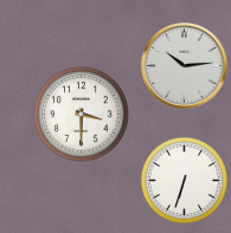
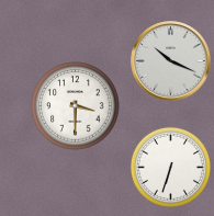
clock at (185, 66): 10:14 -> 10:19
